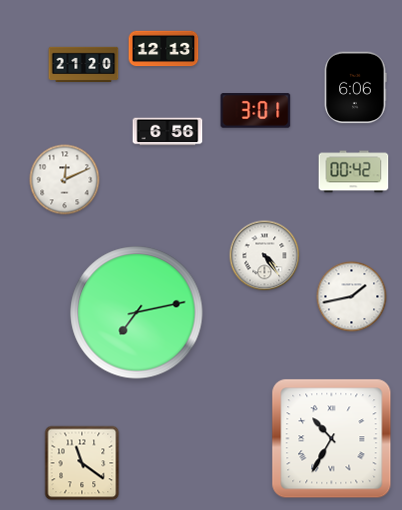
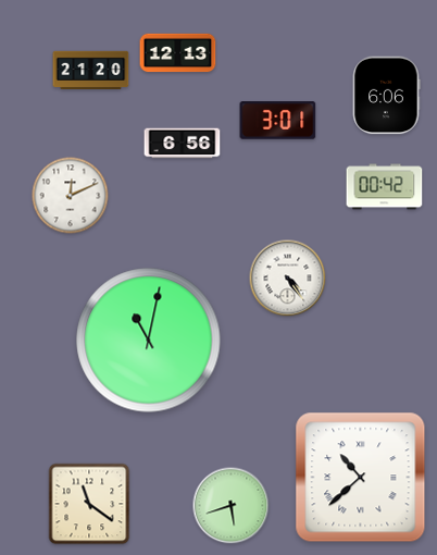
clock at (352, 297): 1:43 -> none
clock at (137, 313): 7:13 -> 11:02
clock at (332, 439): 10:35 -> 10:38
clock at (232, 506): none -> 5:42
